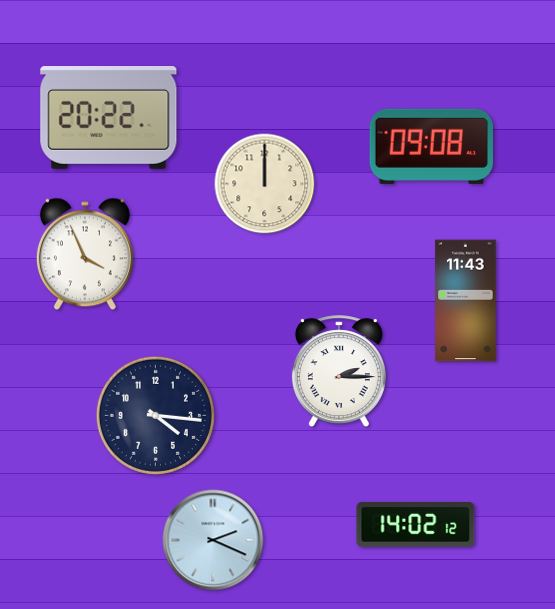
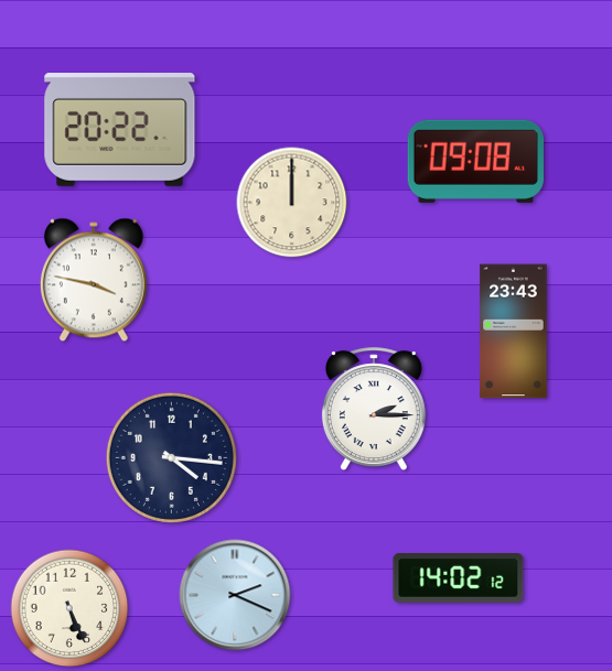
clock at (85, 254): 3:56 -> 3:47
clock at (466, 301): 11:43 -> 23:43
clock at (69, 608): none -> 5:26
